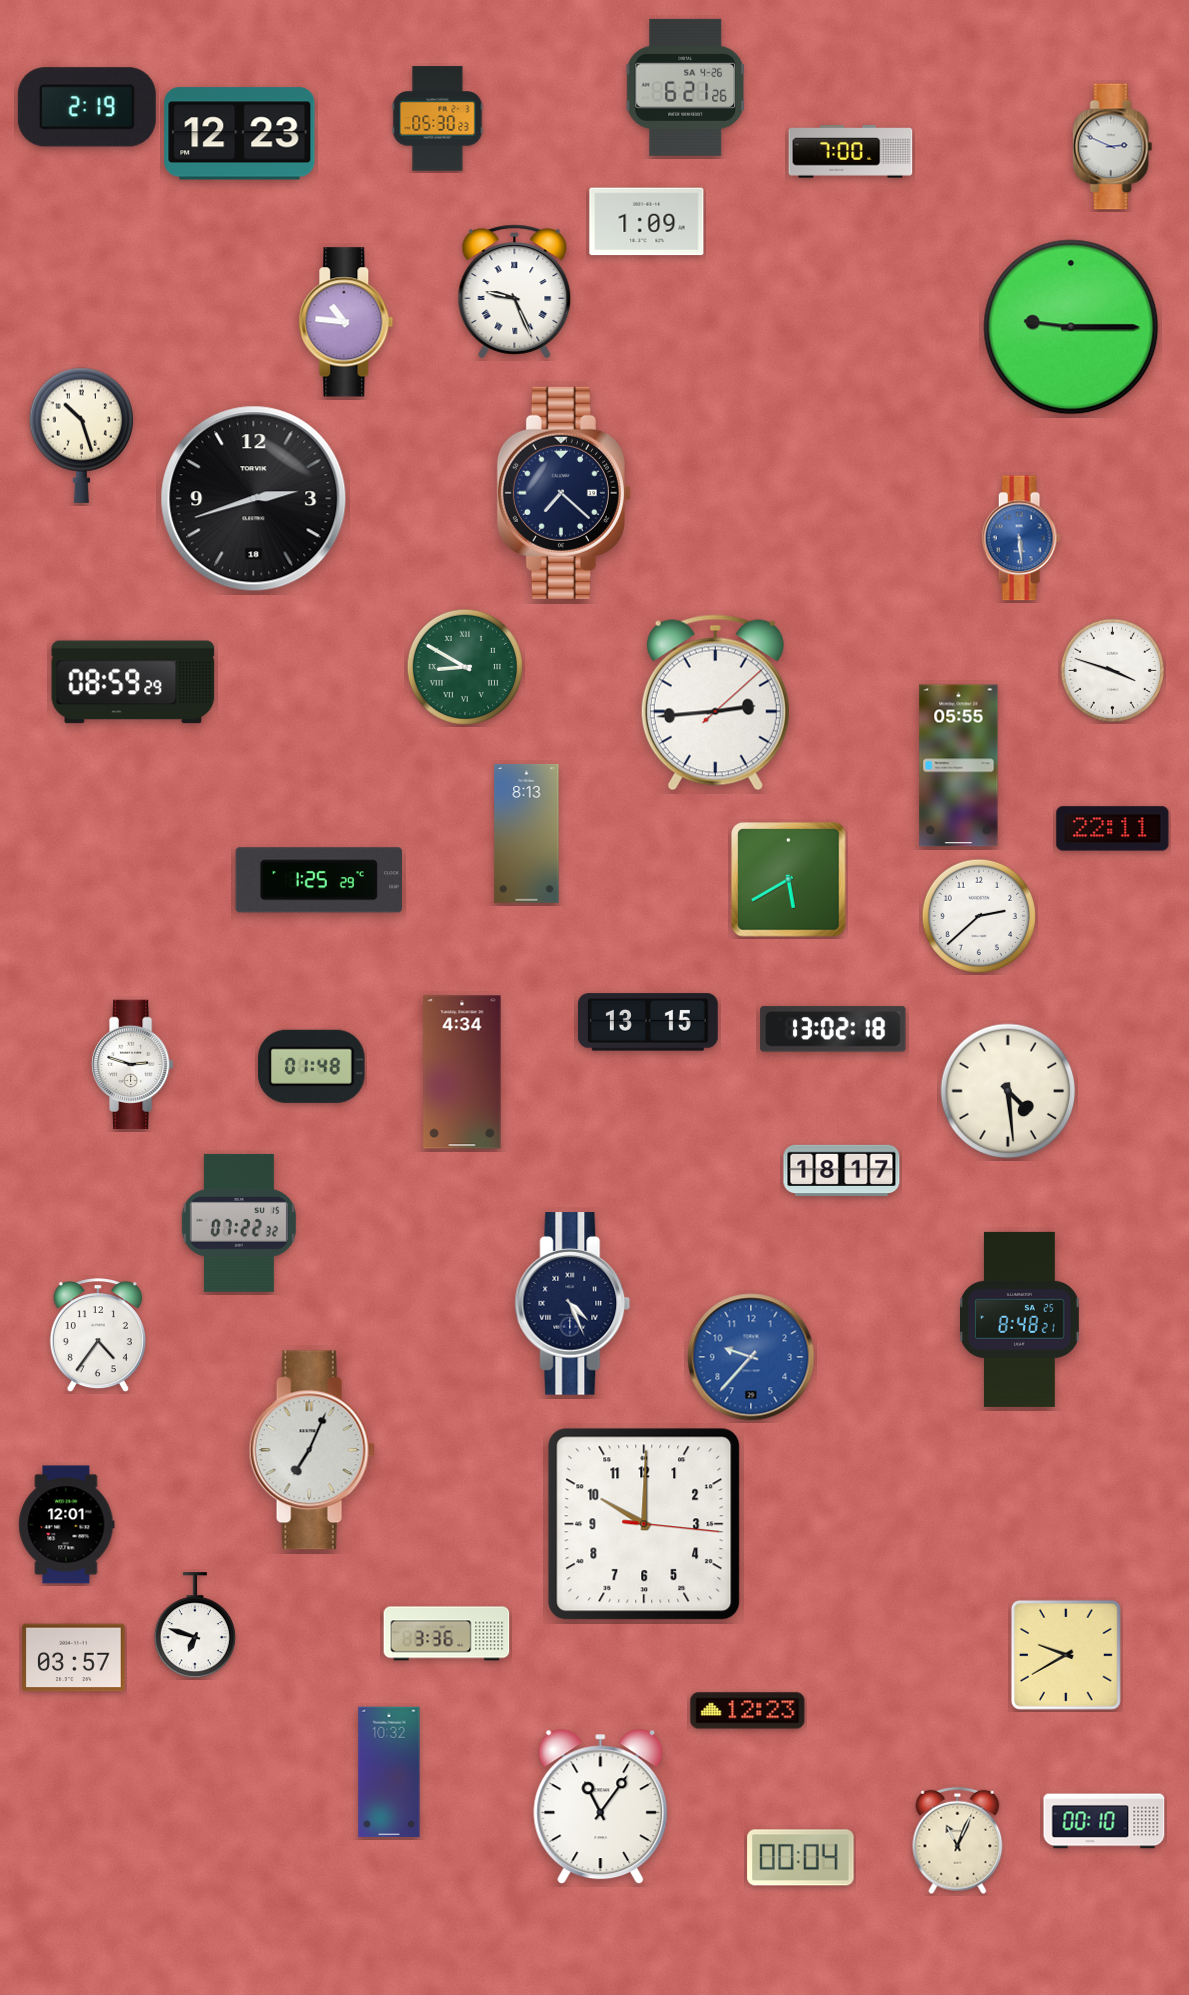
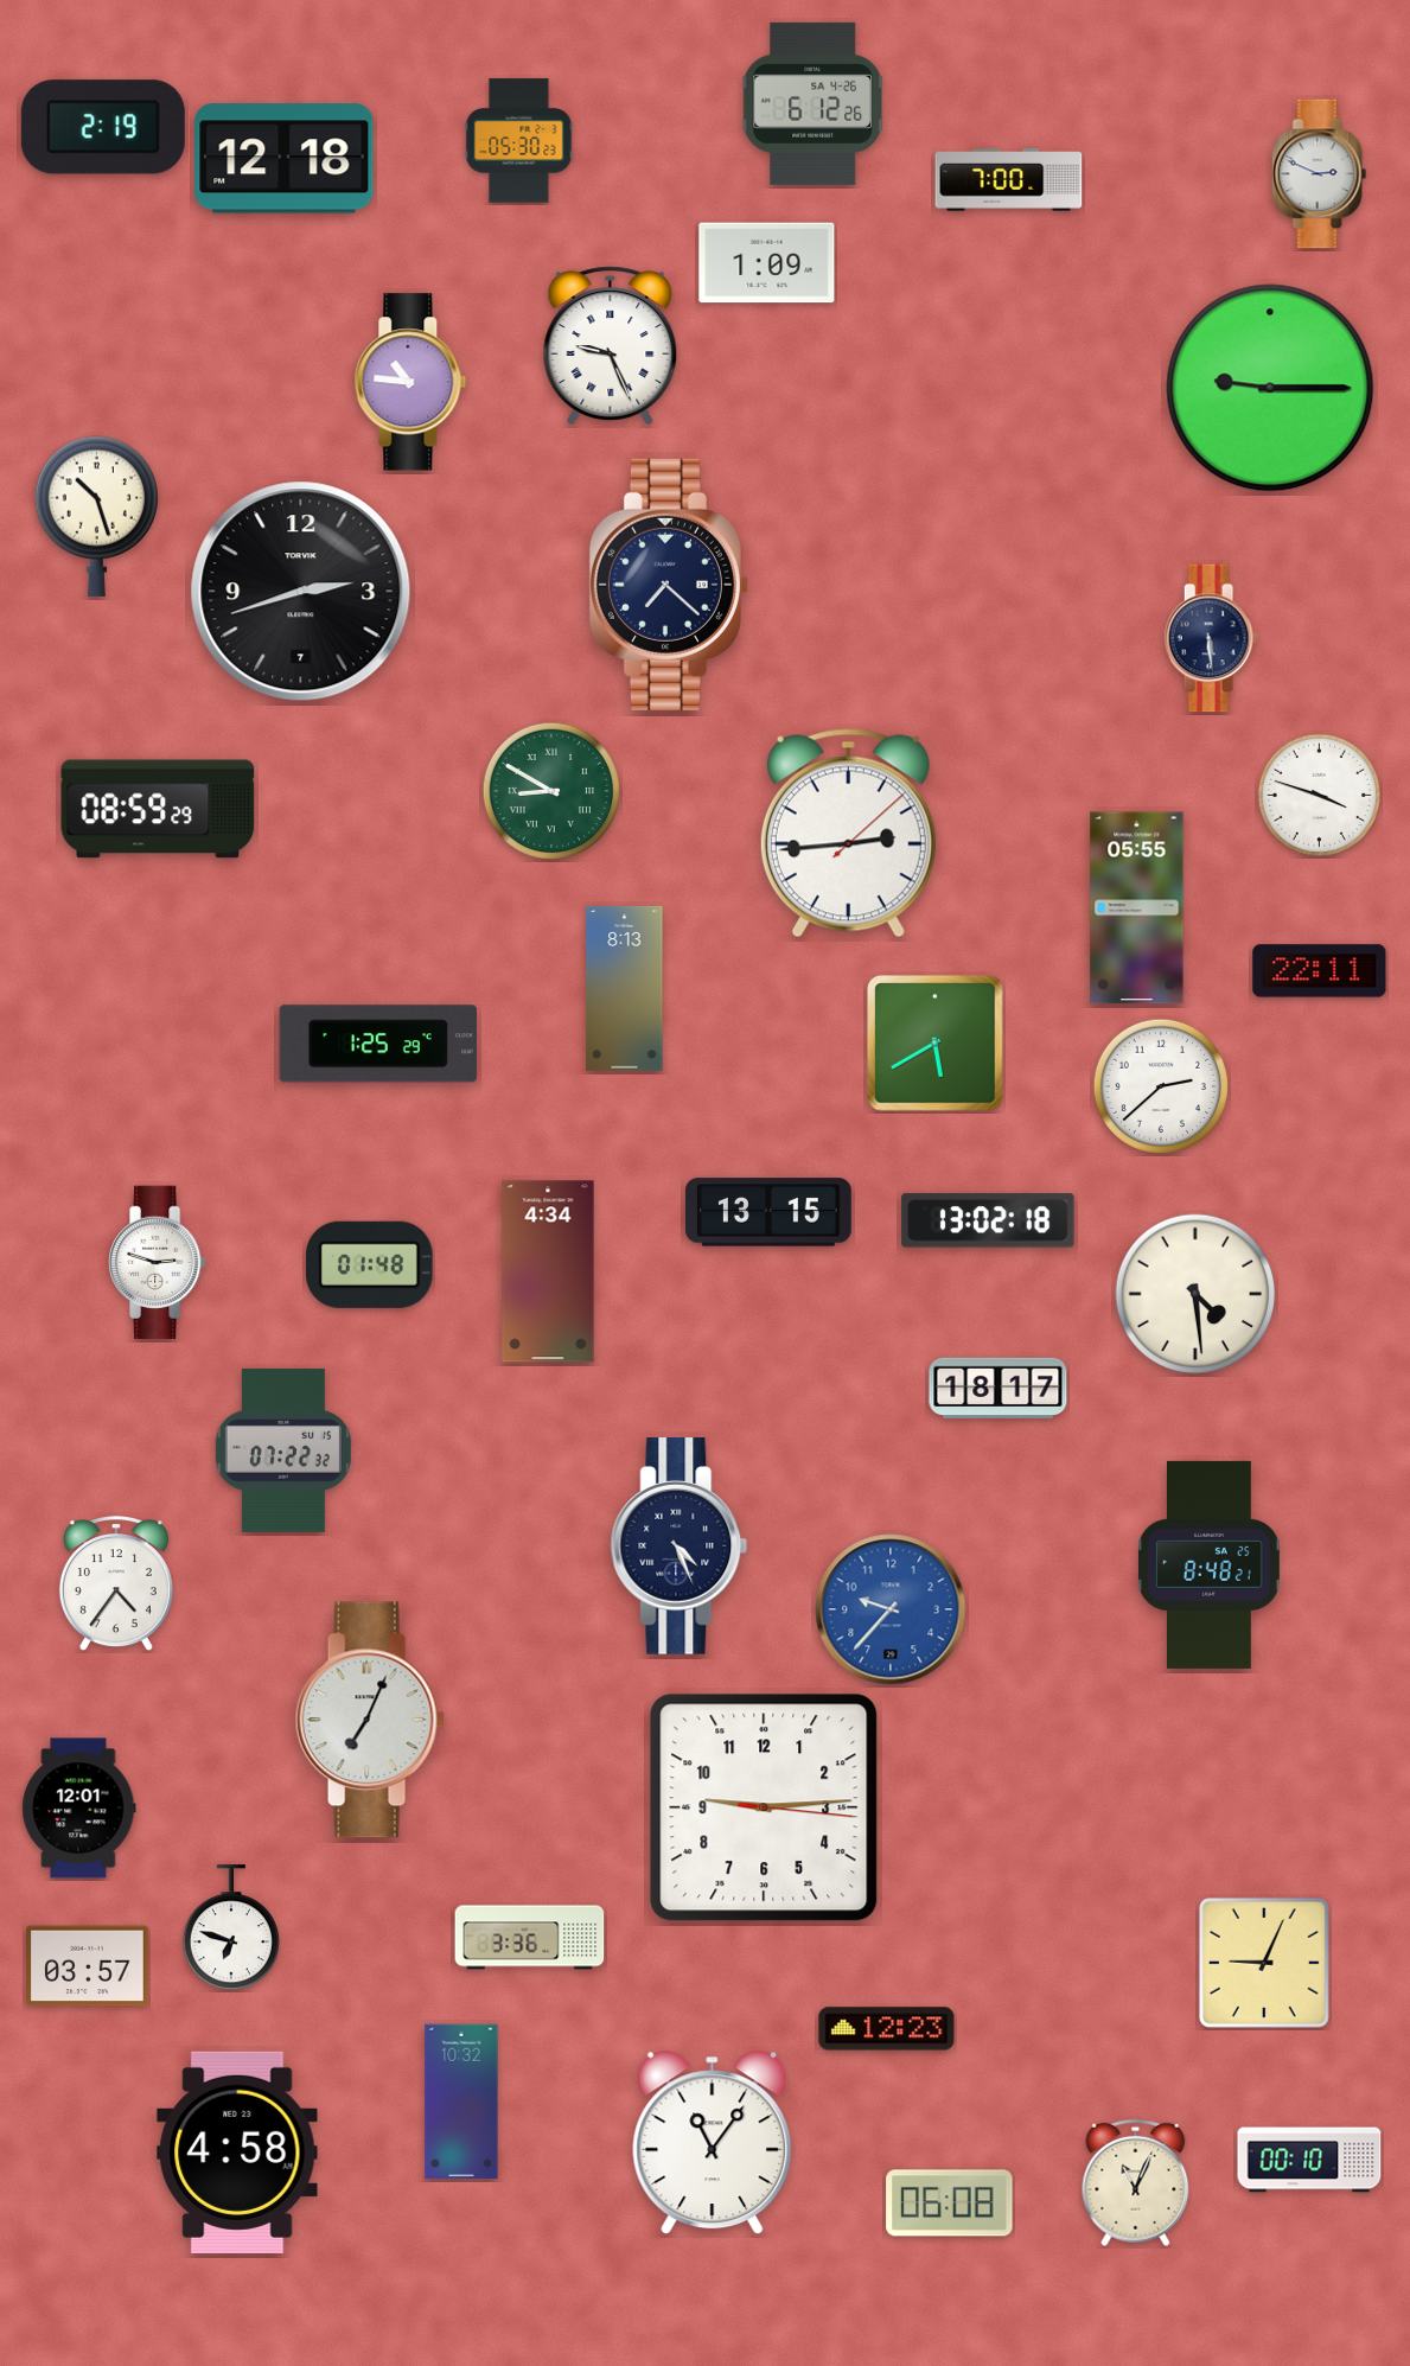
clock at (685, 87): 6:21 -> 6:12
clock at (240, 134): 12:23 -> 12:18
clock at (254, 499) date: 18 -> 7
clock at (1021, 538) dial: blue -> navy
clock at (1113, 829) position: (1113, 829) -> (1320, 971)
clock at (644, 1524): 10:00 -> 9:14
clock at (1066, 1655): 9:40 -> 9:04
clock at (237, 2153): none -> 4:58
clock at (801, 1858): 00:04 -> 06:08
